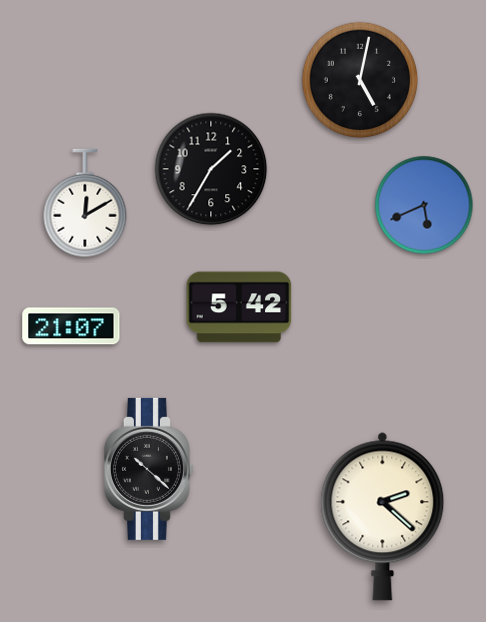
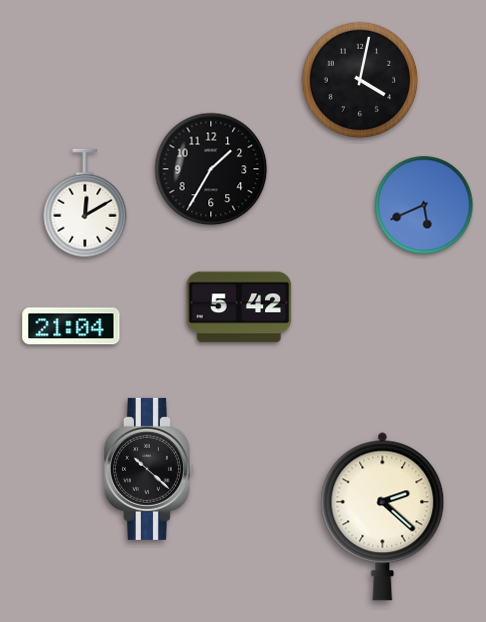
clock at (360, 80): 5:02 -> 4:02
clock at (71, 326): 21:07 -> 21:04
